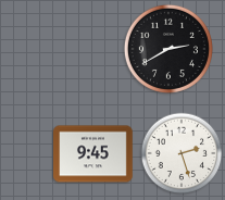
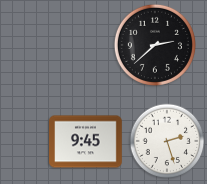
clock at (168, 49): 2:40 -> 2:38
